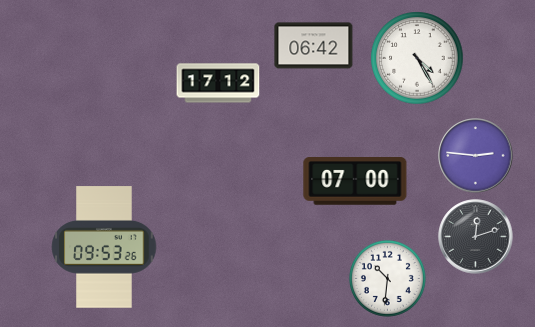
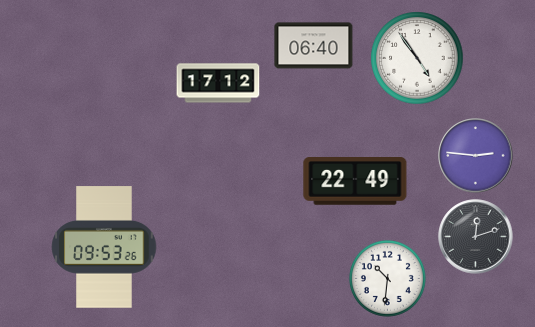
clock at (314, 46): 06:42 -> 06:40
clock at (417, 58): 4:25 -> 4:54
clock at (355, 182): 07:00 -> 22:49
